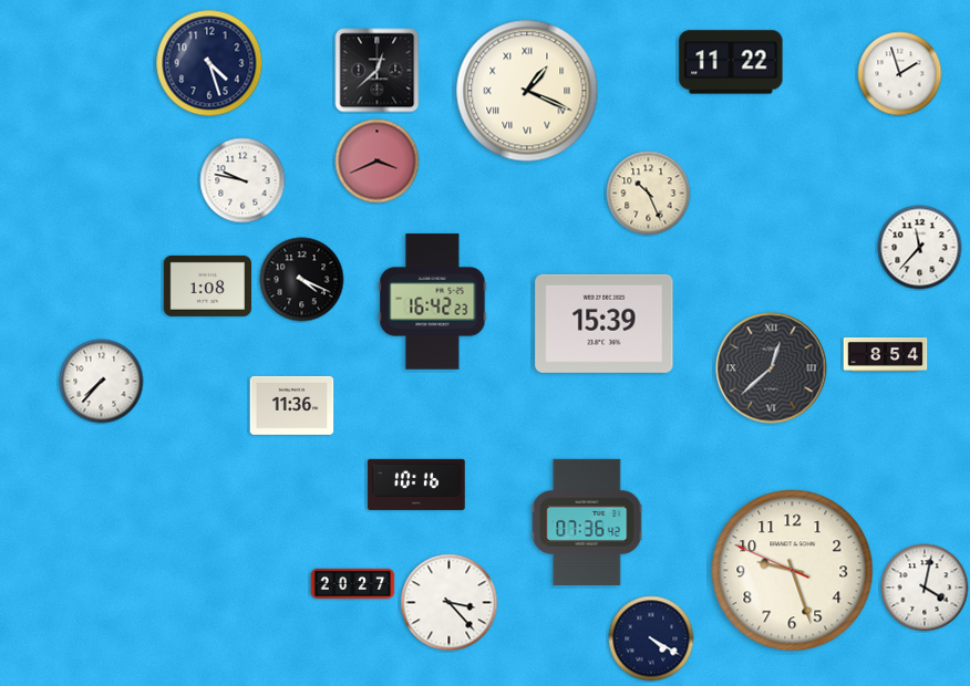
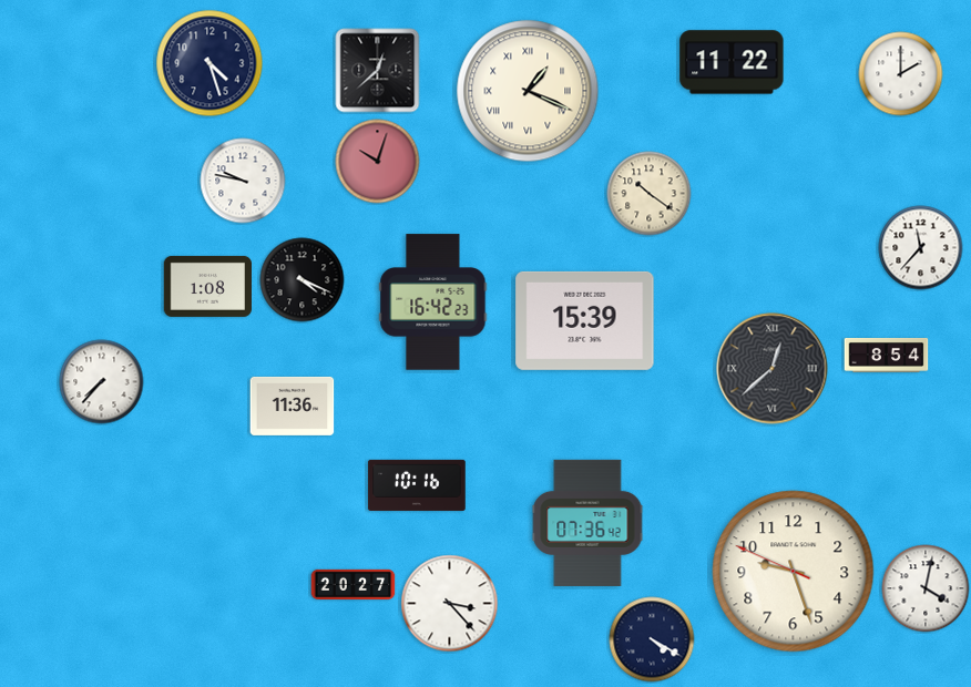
clock at (900, 74): 1:57 -> 2:00
clock at (378, 162): 3:41 -> 10:03
clock at (649, 194): 10:26 -> 10:21
clock at (605, 323) position: (605, 323) -> (585, 320)
